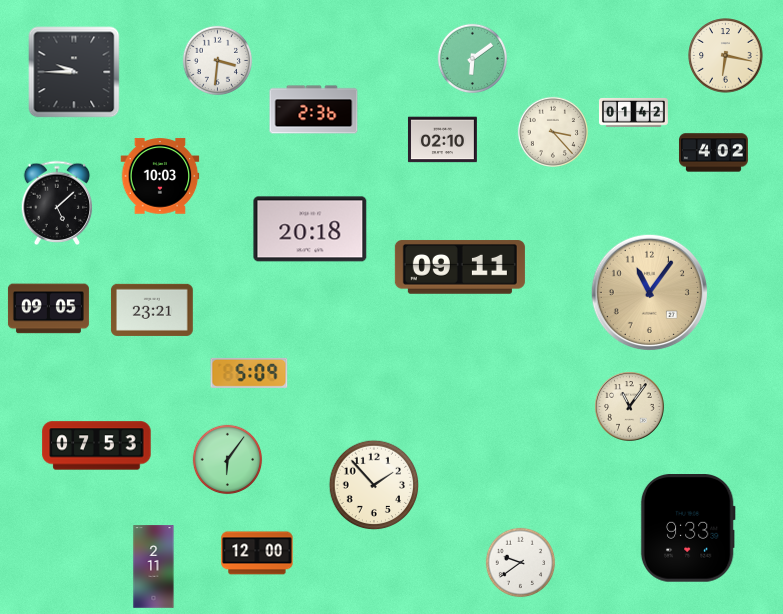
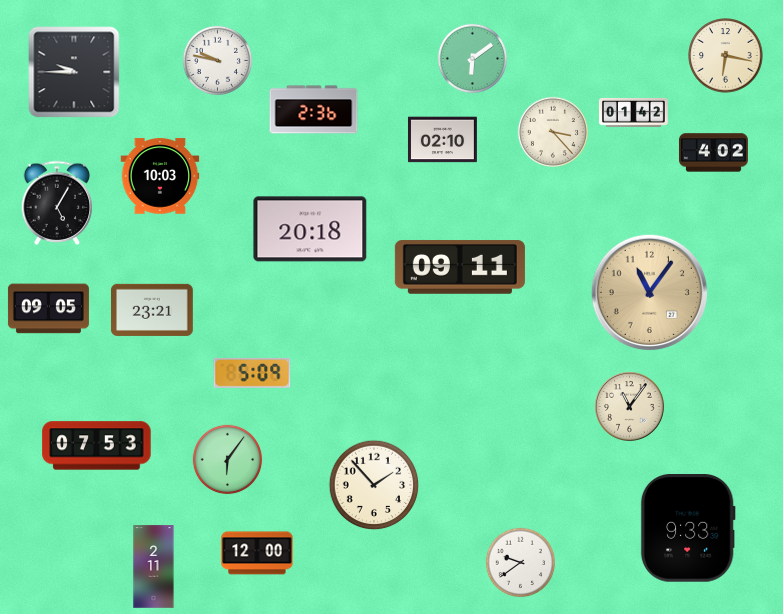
clock at (218, 61): 3:31 -> 9:47
clock at (57, 202): 5:08 -> 5:05
clock at (249, 373) position: (249, 373) -> (252, 373)
